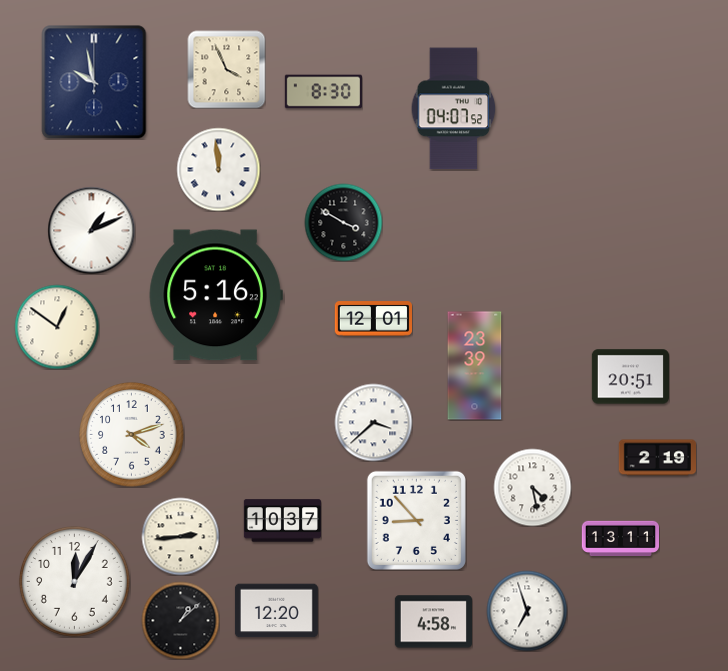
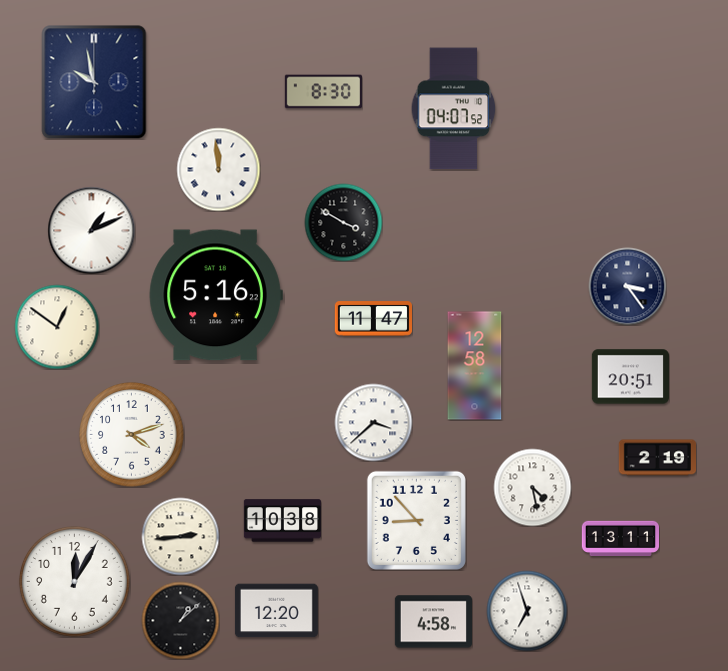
clock at (226, 69): 3:56 -> none
clock at (627, 286): none -> 3:24
clock at (373, 319): 12:01 -> 11:47
clock at (475, 366): 23:39 -> 12:58
clock at (282, 521): 10:37 -> 10:38
